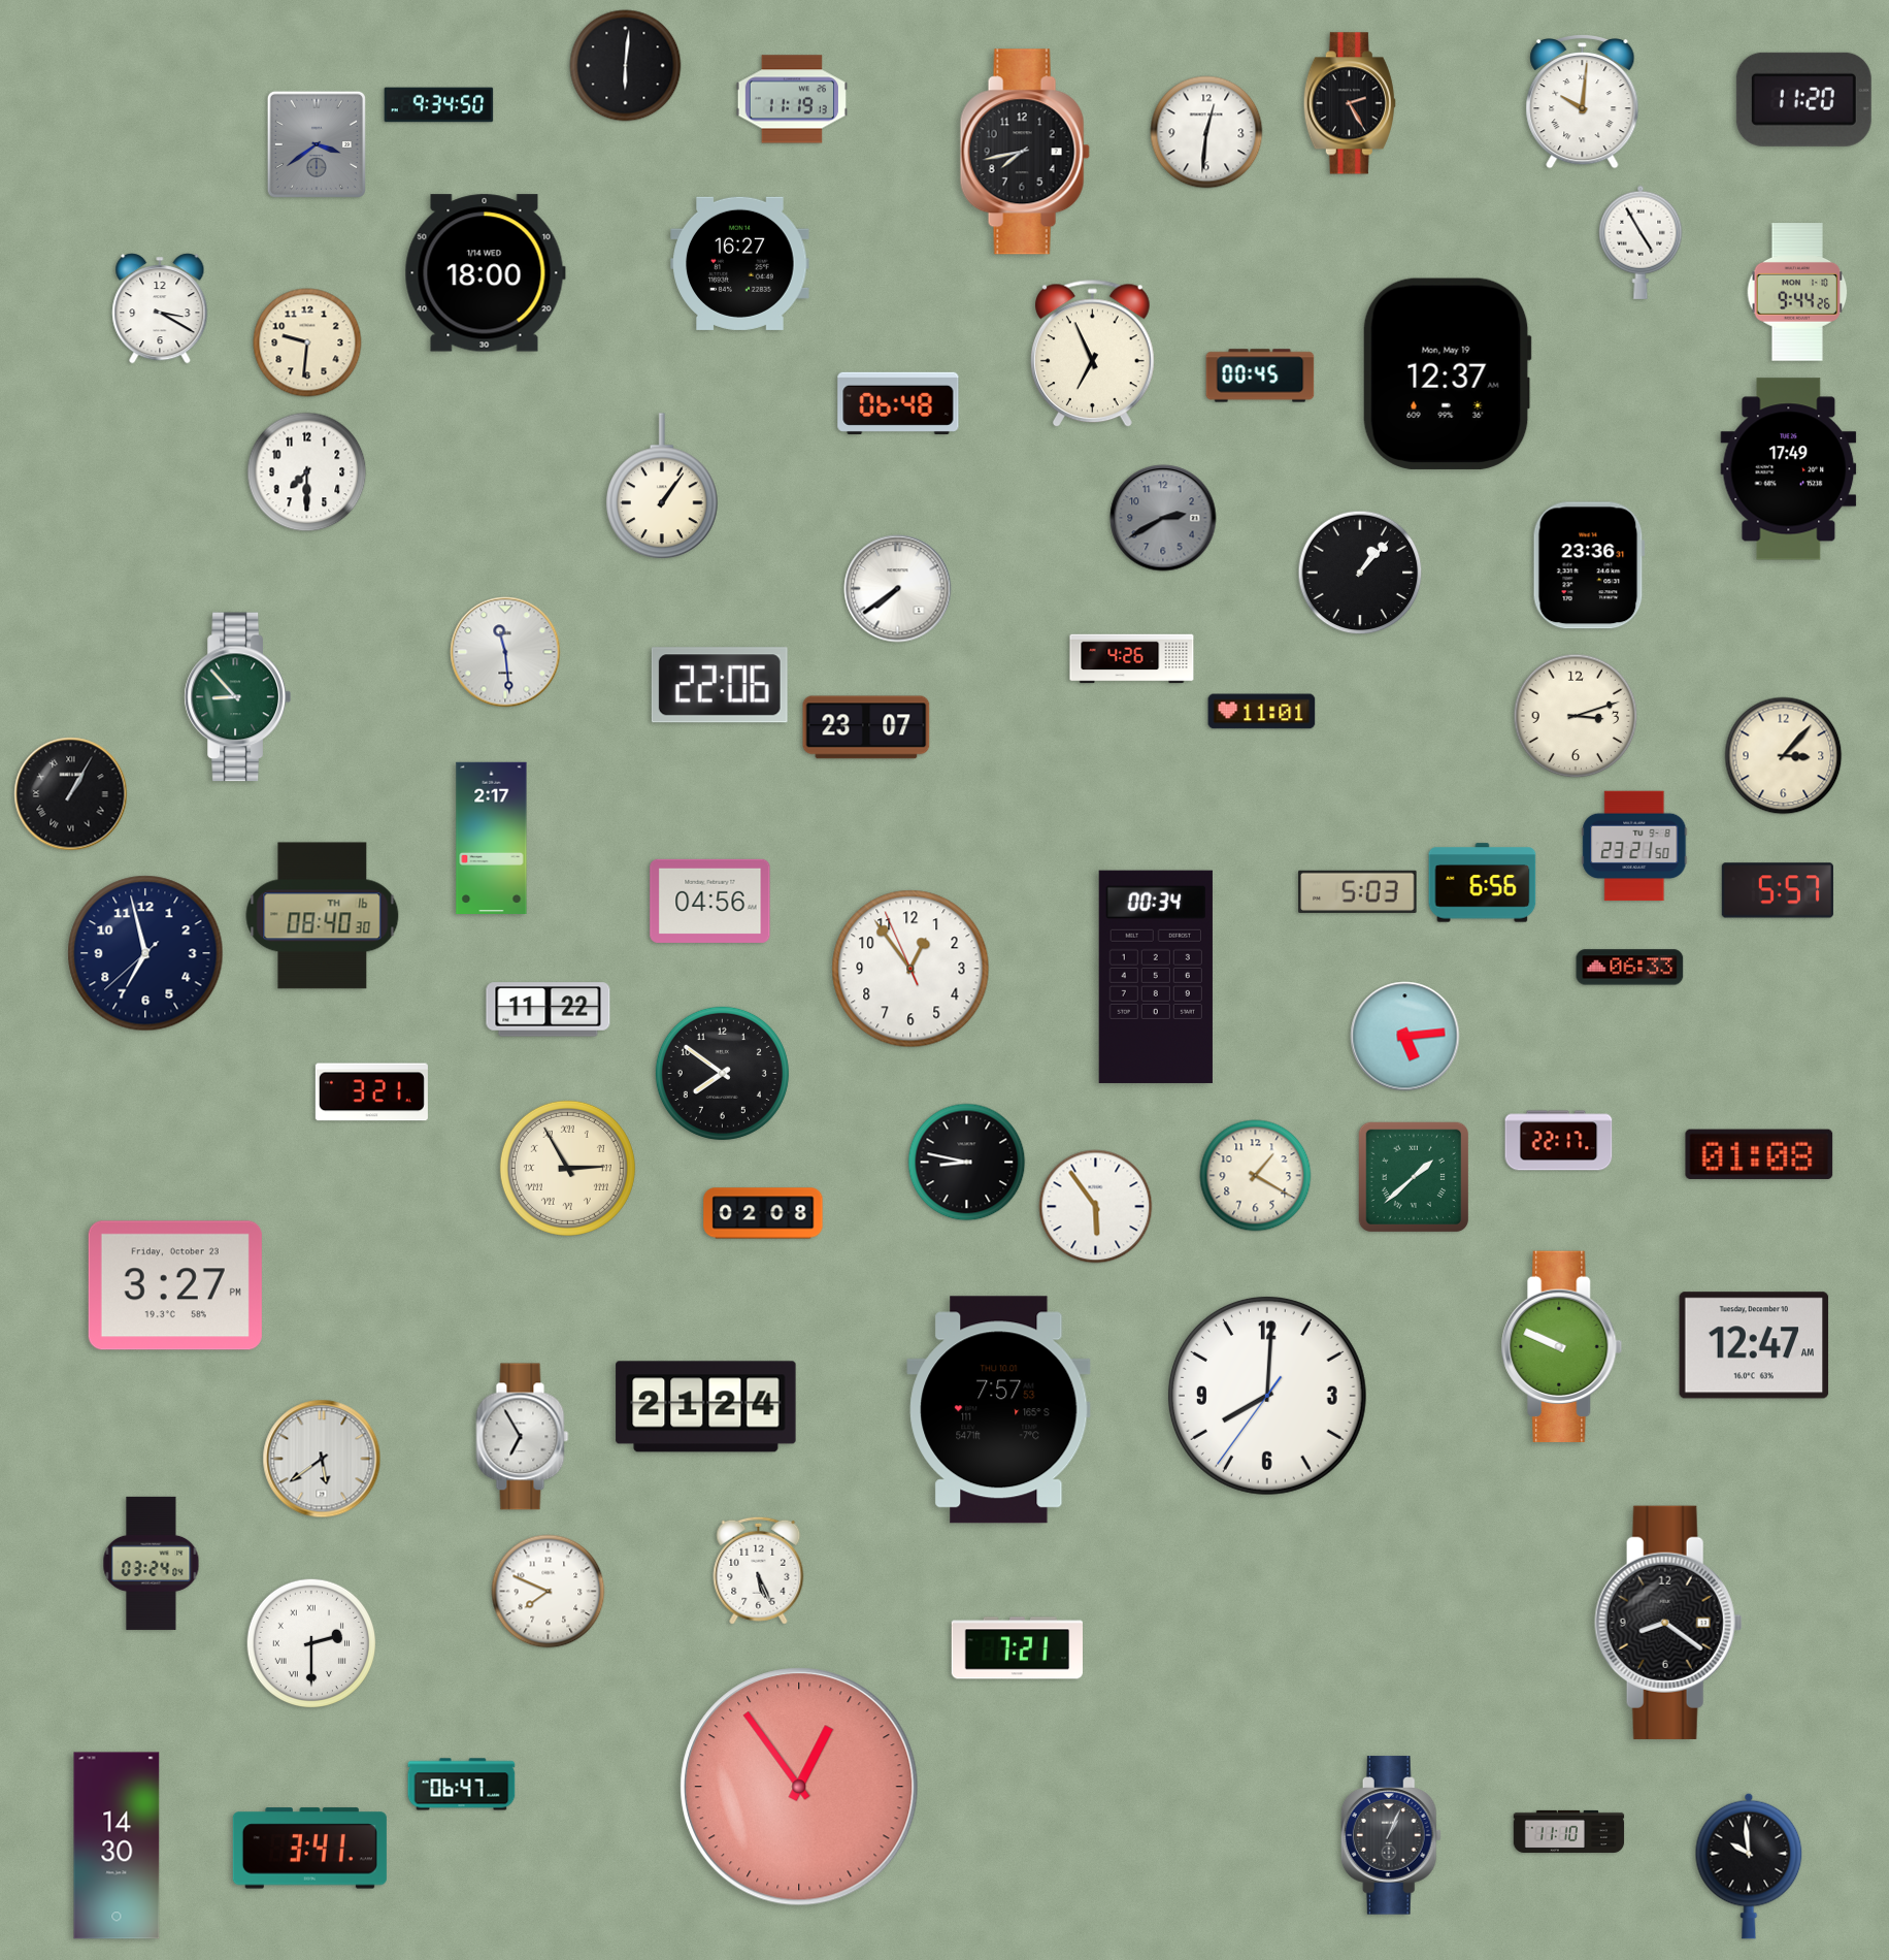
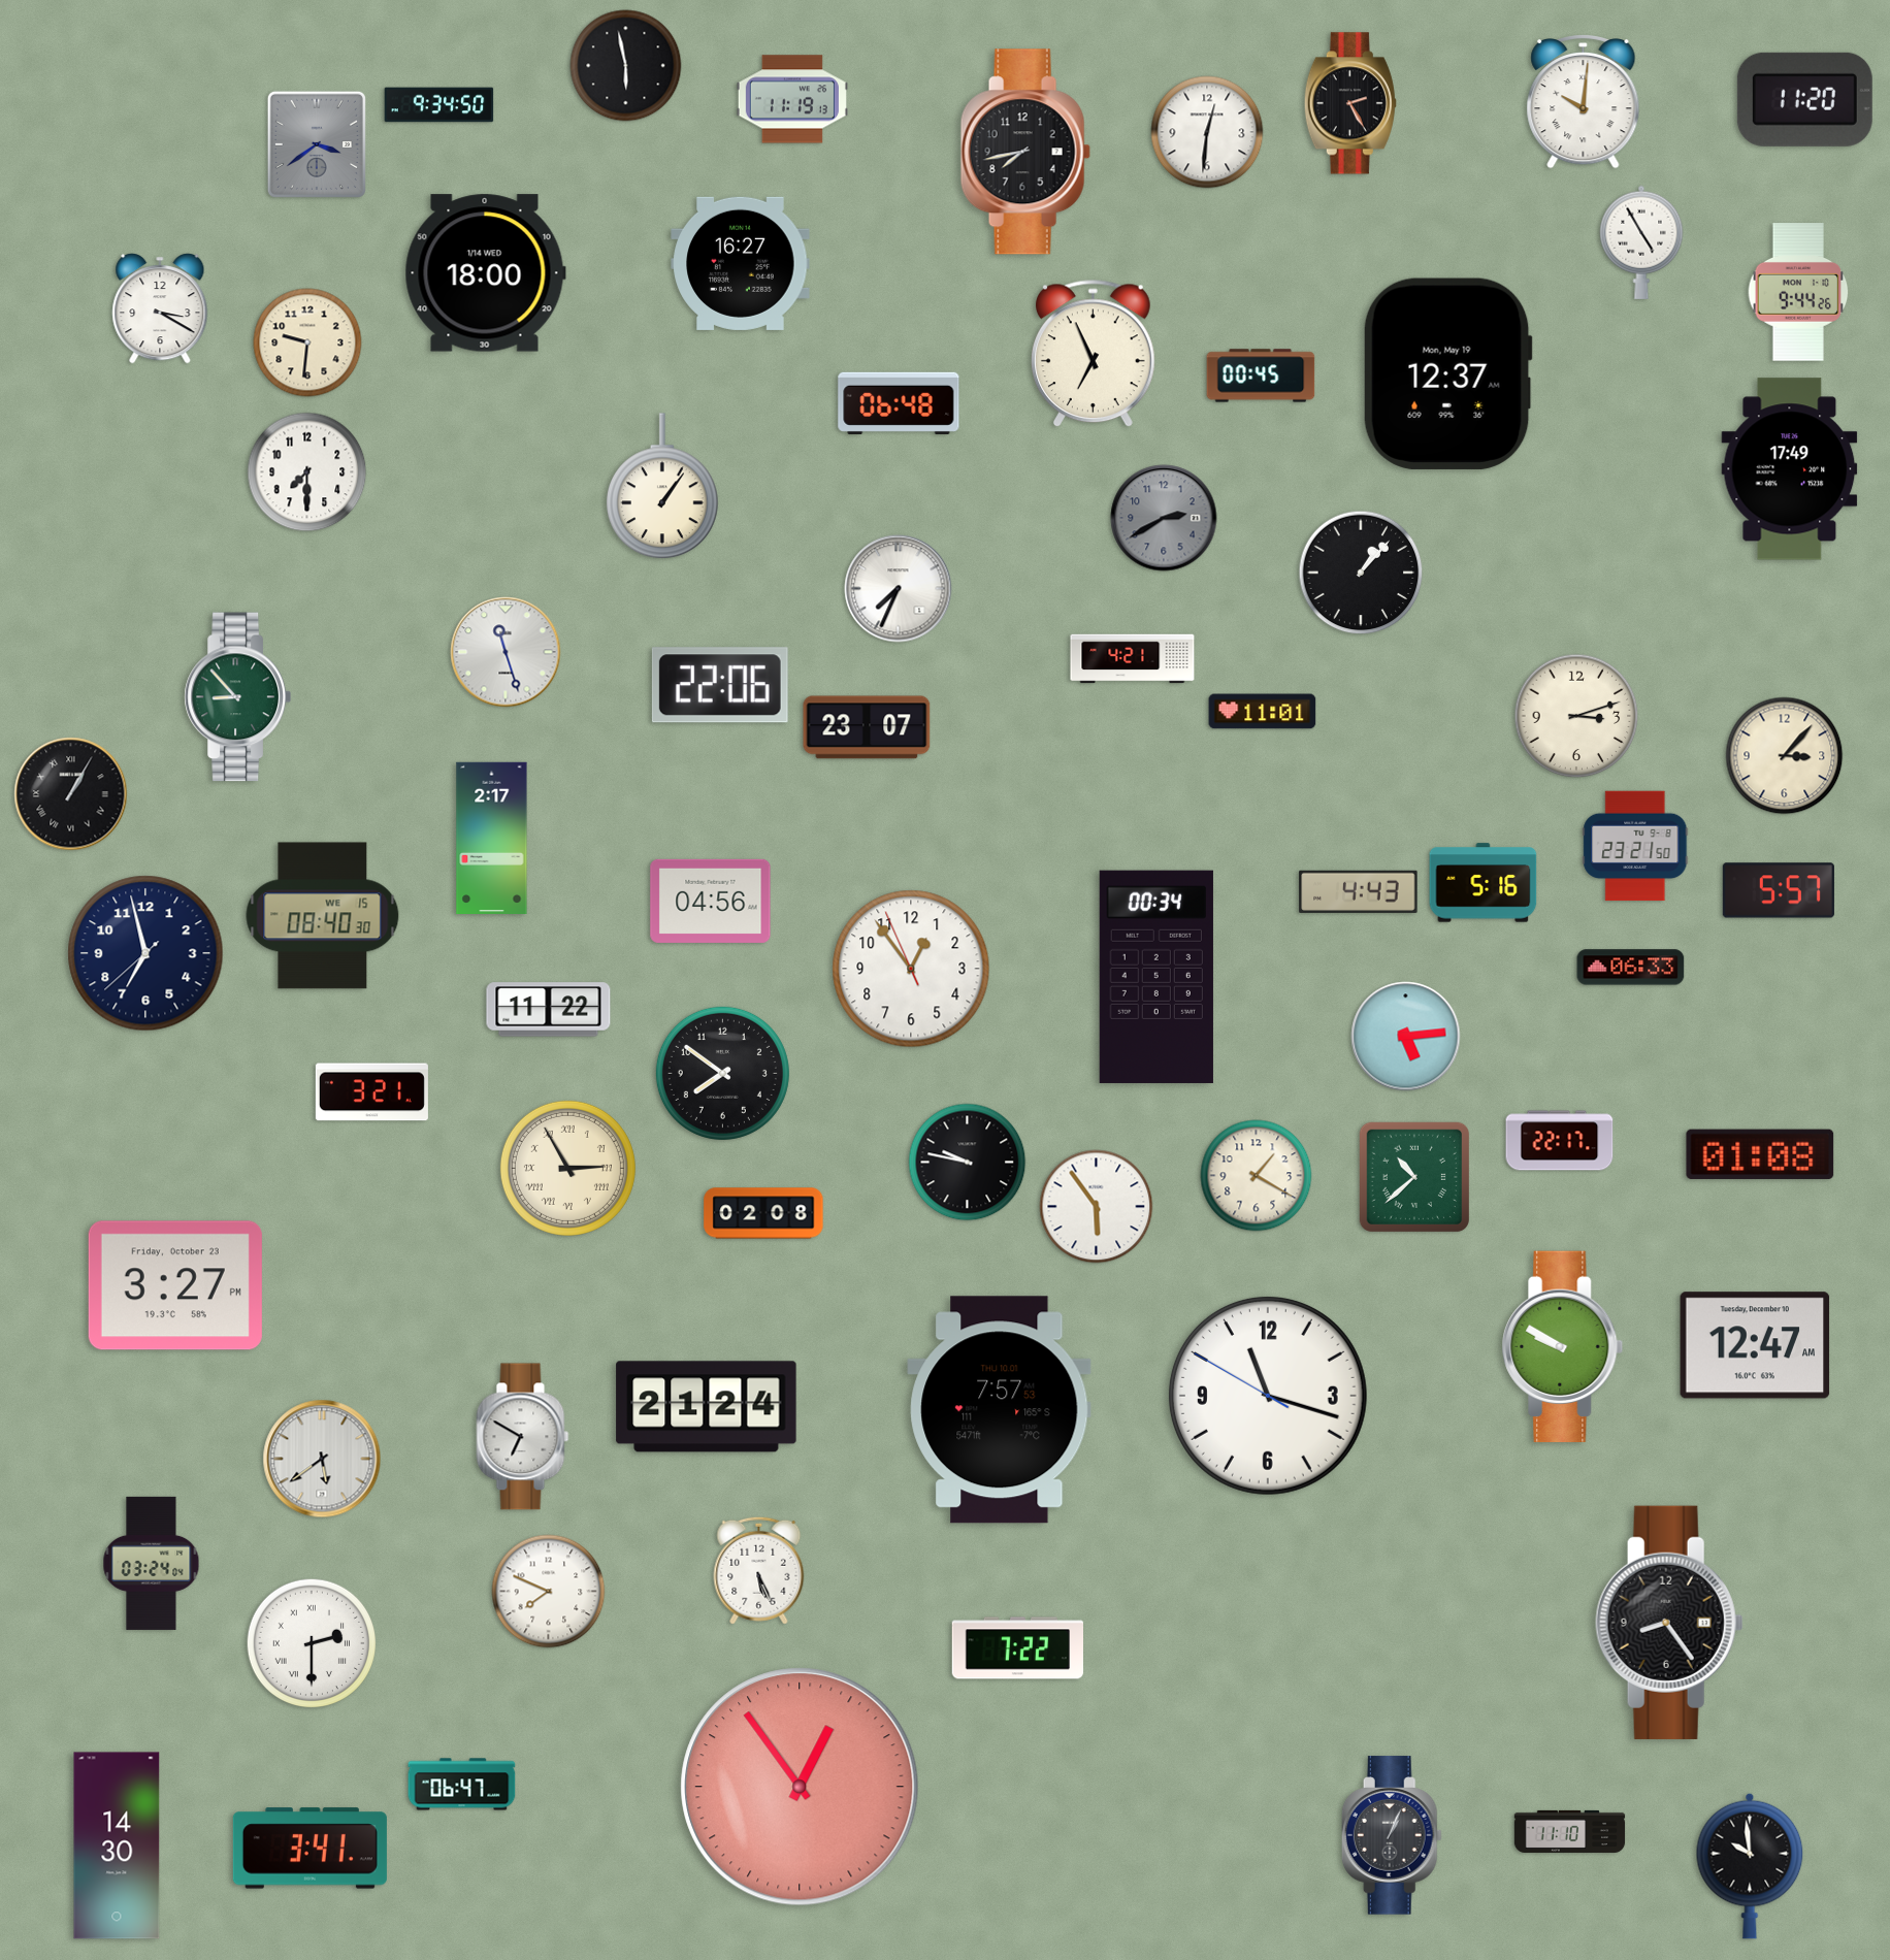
clock at (626, 66): 6:01 -> 5:58
clock at (1589, 565): 23:36 -> none
clock at (898, 589): 7:39 -> 7:34
clock at (505, 652): 11:29 -> 11:27
clock at (1132, 659): 4:26 -> 4:21
clock at (1483, 883): 6:56 -> 5:16
clock at (1358, 891): 5:03 -> 4:43
clock at (323, 916) date: TH 16 -> WE 15
clock at (967, 1163): 8:47 -> 9:47
clock at (1414, 1177): 1:38 -> 10:38
clock at (1562, 1347): 9:49 -> 9:50
clock at (1267, 1396): 8:00 -> 11:17
clock at (523, 1437): 6:55 -> 6:50
clock at (1668, 1623): 8:21 -> 8:24
clock at (1017, 1648): 7:21 -> 7:22
